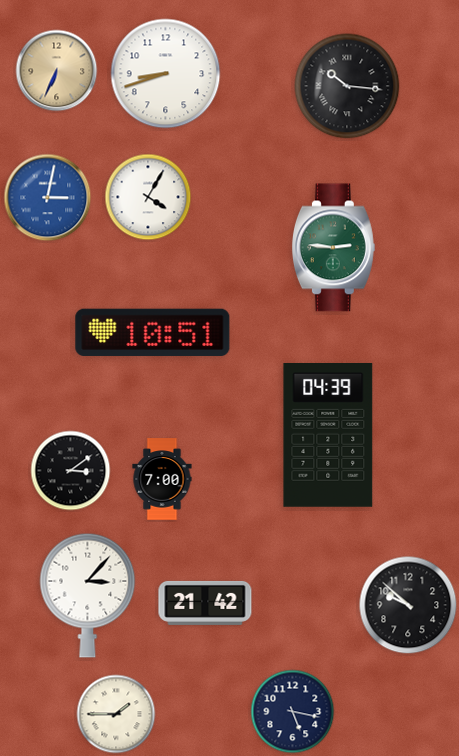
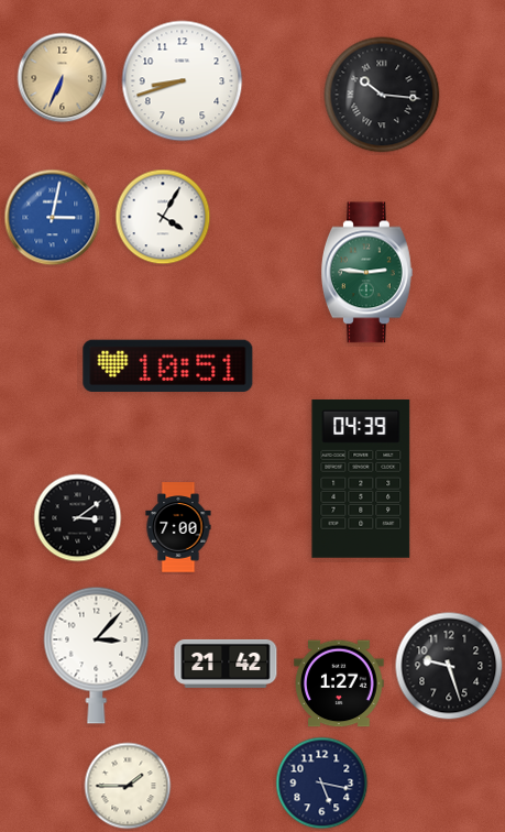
clock at (408, 605): 9:52 -> 9:27
clock at (339, 683): none -> 1:27
